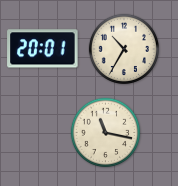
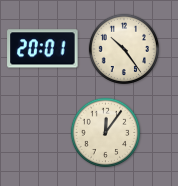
clock at (123, 48): 10:35 -> 10:24
clock at (106, 133): 11:17 -> 12:06
